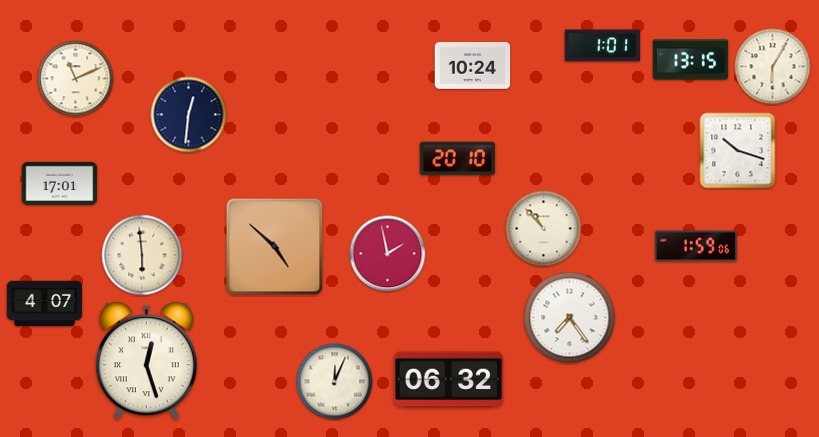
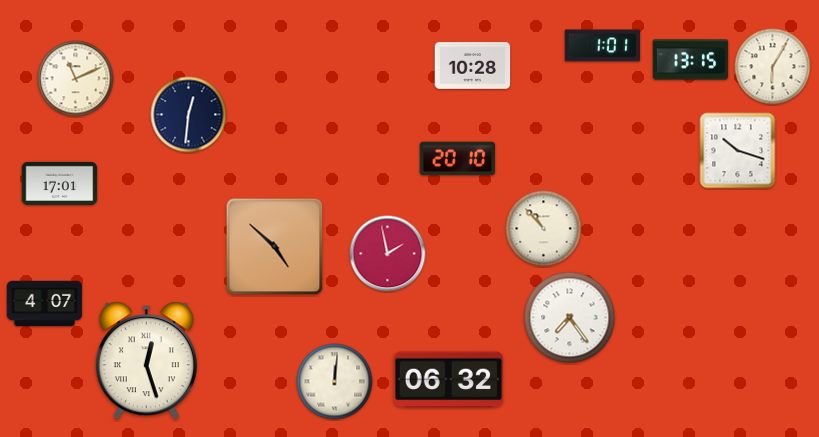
clock at (473, 66): 10:24 -> 10:28
clock at (696, 246): 1:59 -> none
clock at (142, 255): 5:59 -> none
clock at (335, 382): 12:04 -> 12:01
